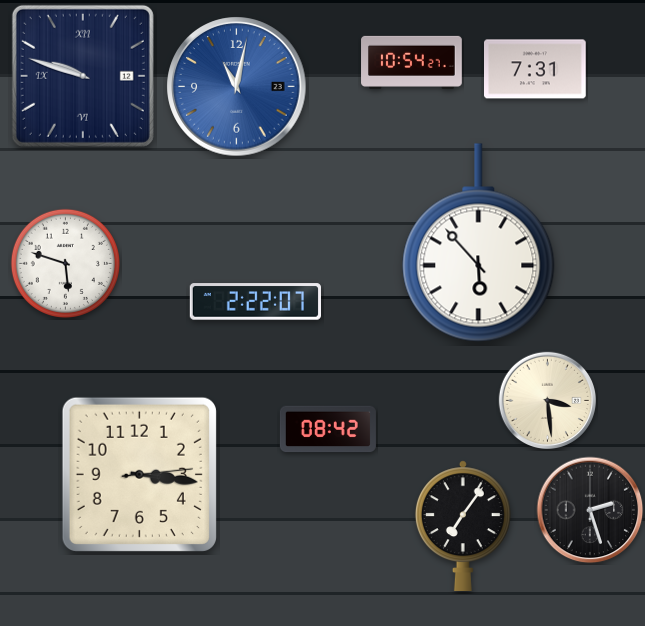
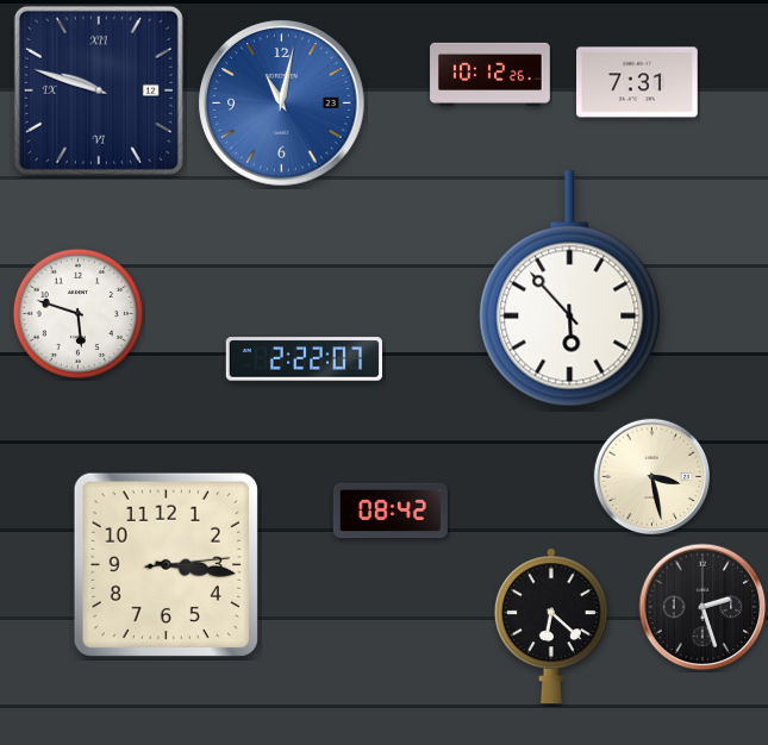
clock at (412, 62): 10:54 -> 10:12
clock at (547, 400): 3:29 -> 3:28
clock at (463, 525): 7:06 -> 6:22
